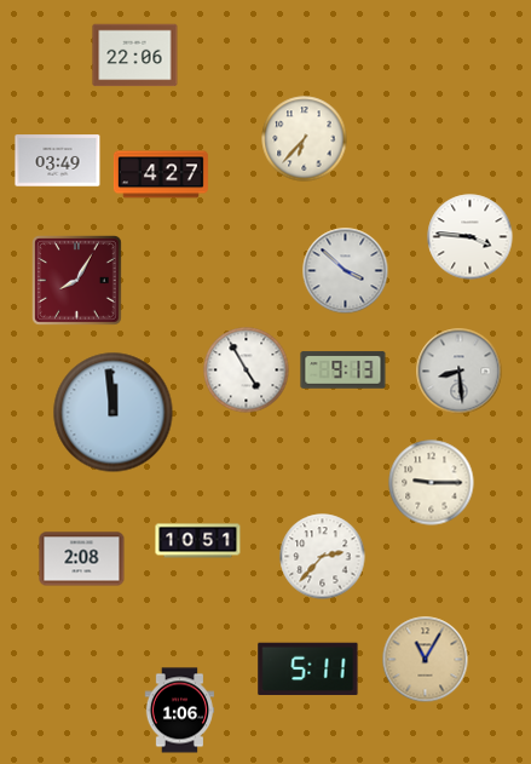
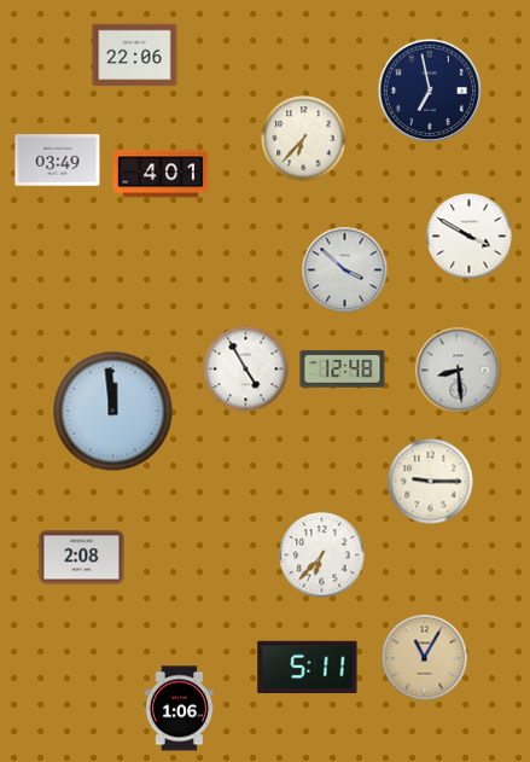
clock at (429, 89): none -> 6:58
clock at (161, 174): 4:27 -> 4:01
clock at (471, 237): 3:46 -> 3:50
clock at (77, 281): 8:05 -> none
clock at (344, 370): 9:13 -> 12:48
clock at (198, 541): 10:51 -> none
clock at (323, 557): 2:37 -> 6:37
